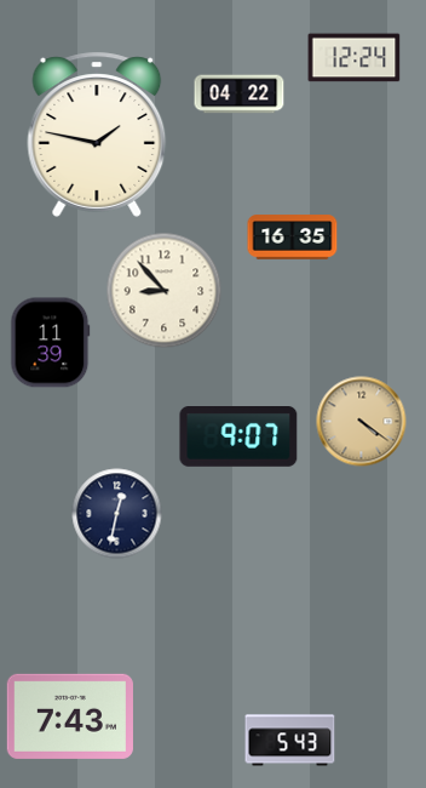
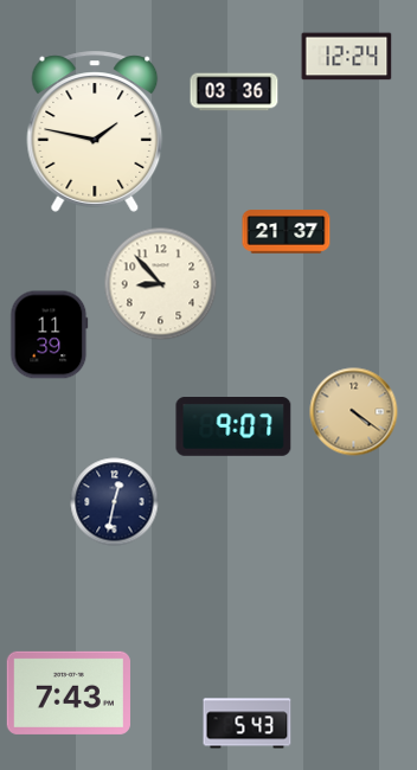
clock at (240, 95): 04:22 -> 03:36
clock at (293, 238): 16:35 -> 21:37
clock at (70, 716) position: (70, 716) -> (69, 693)
clock at (290, 741) position: (290, 741) -> (248, 724)
